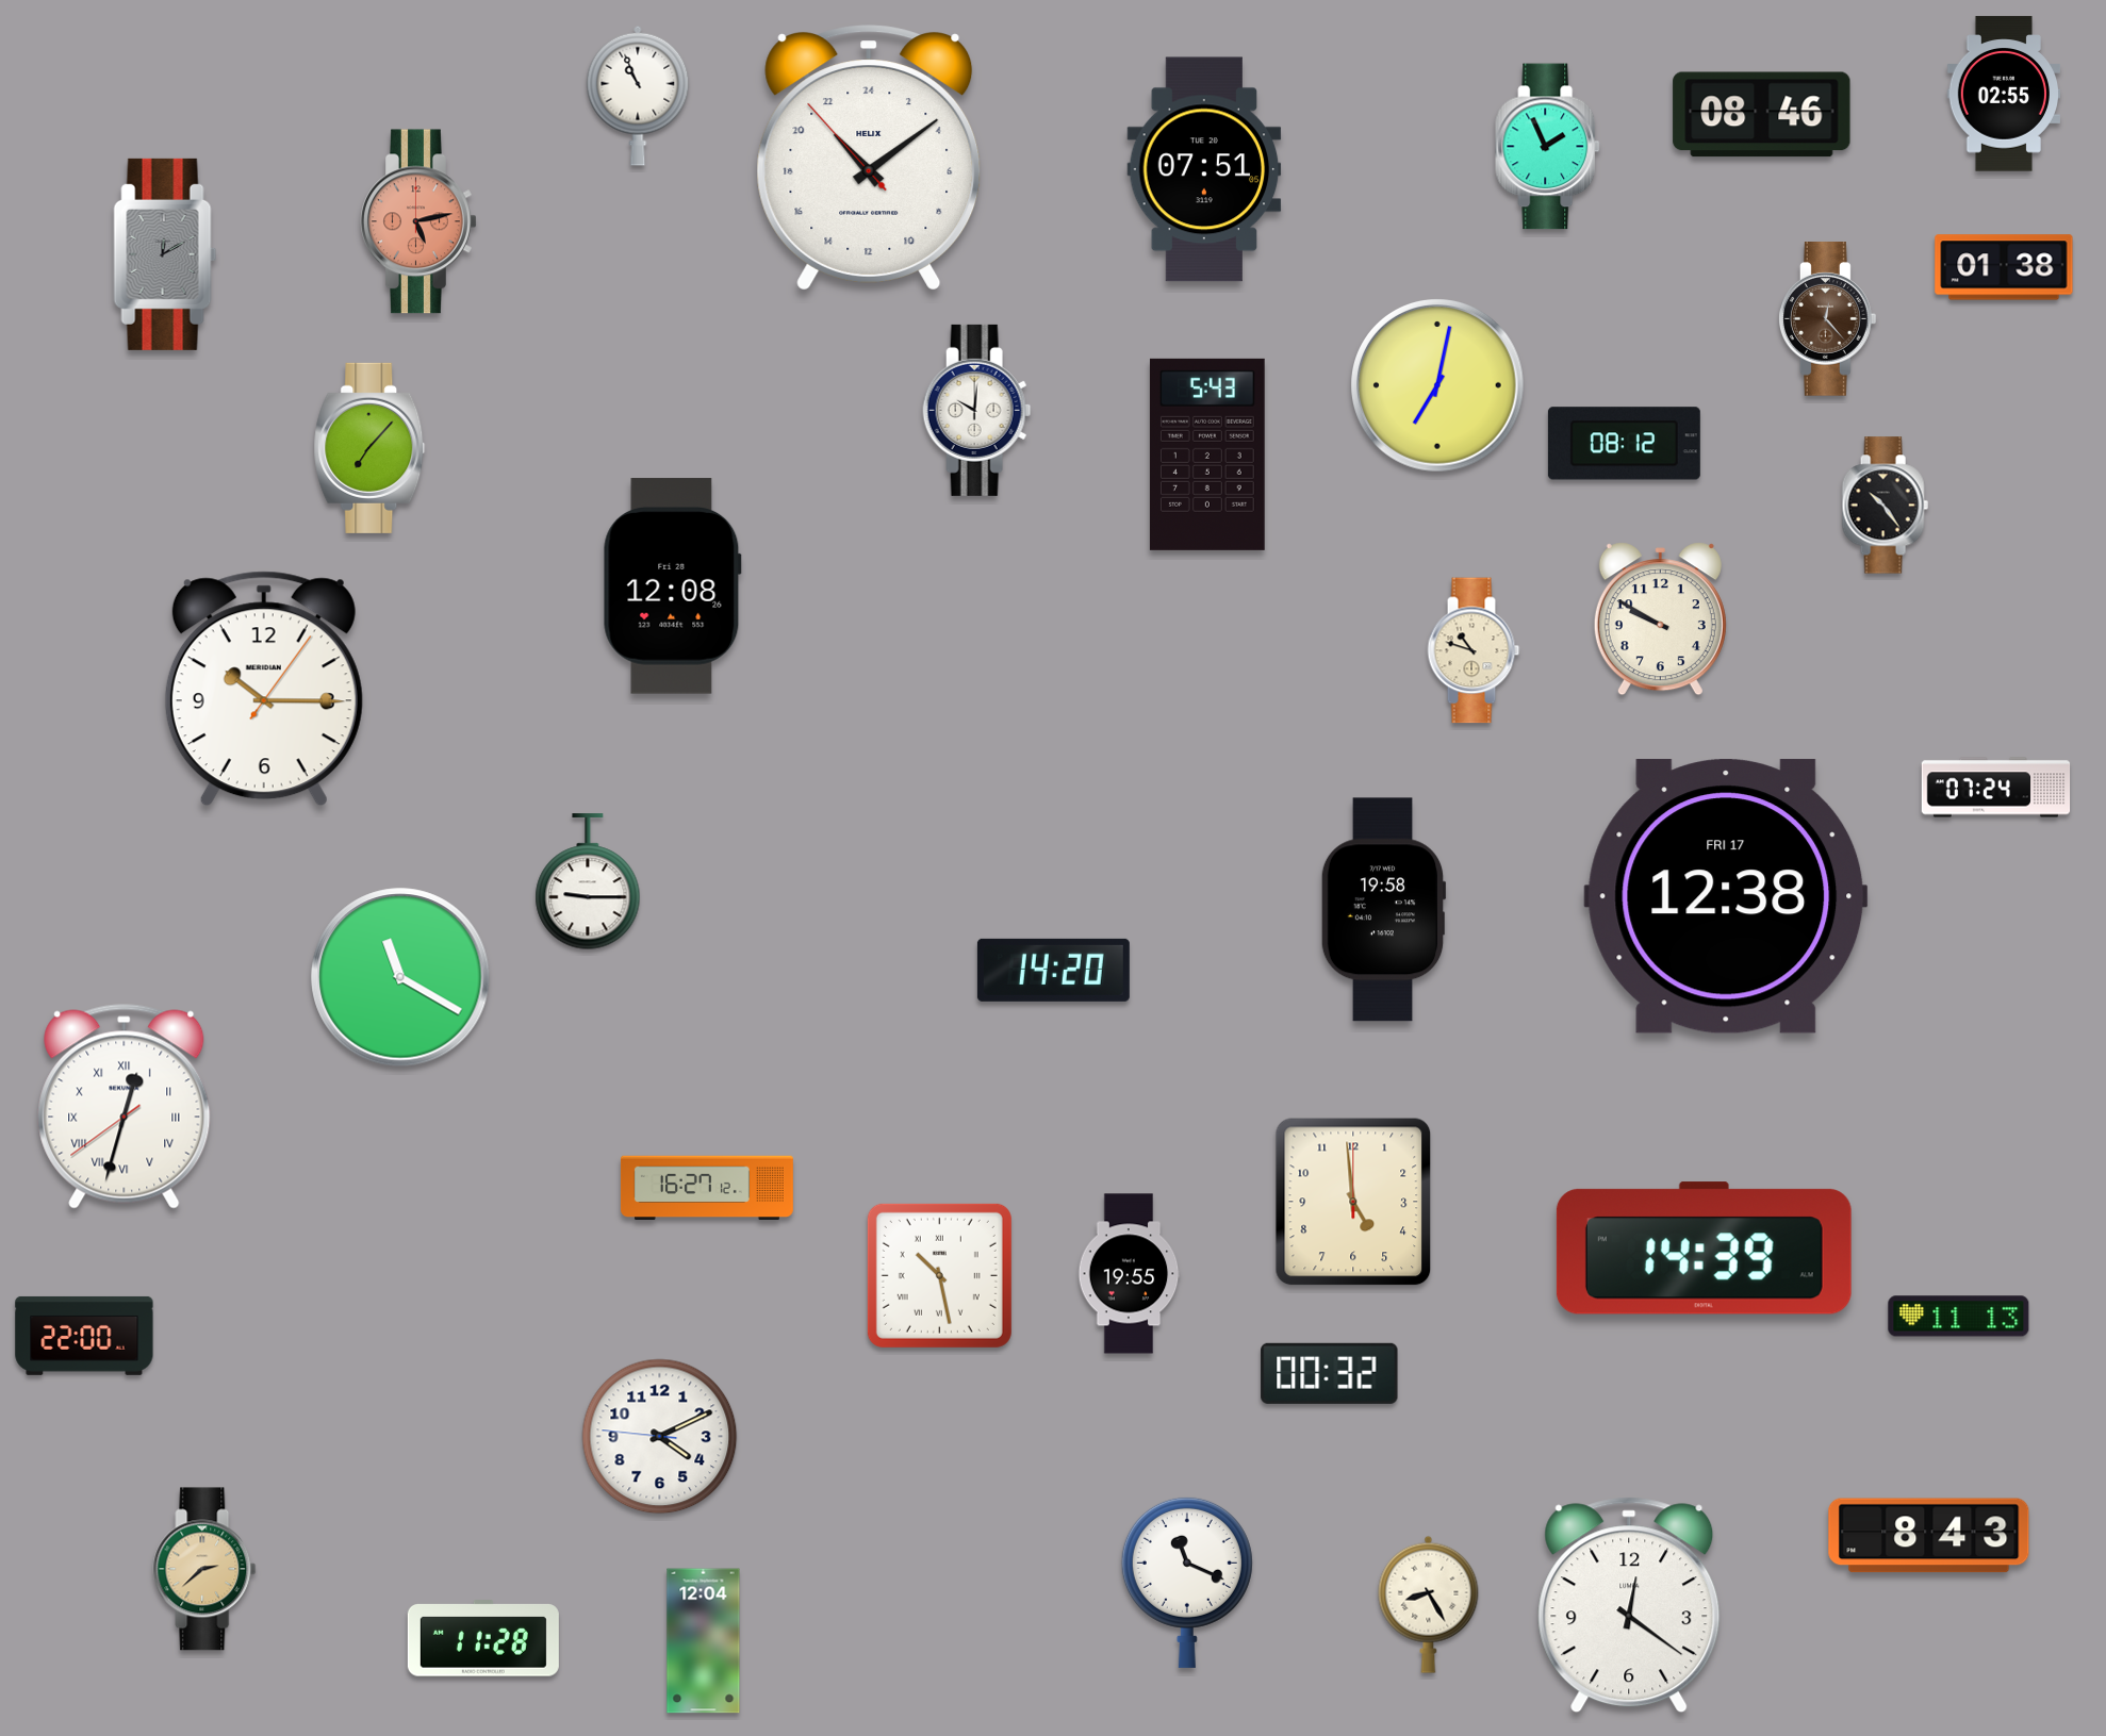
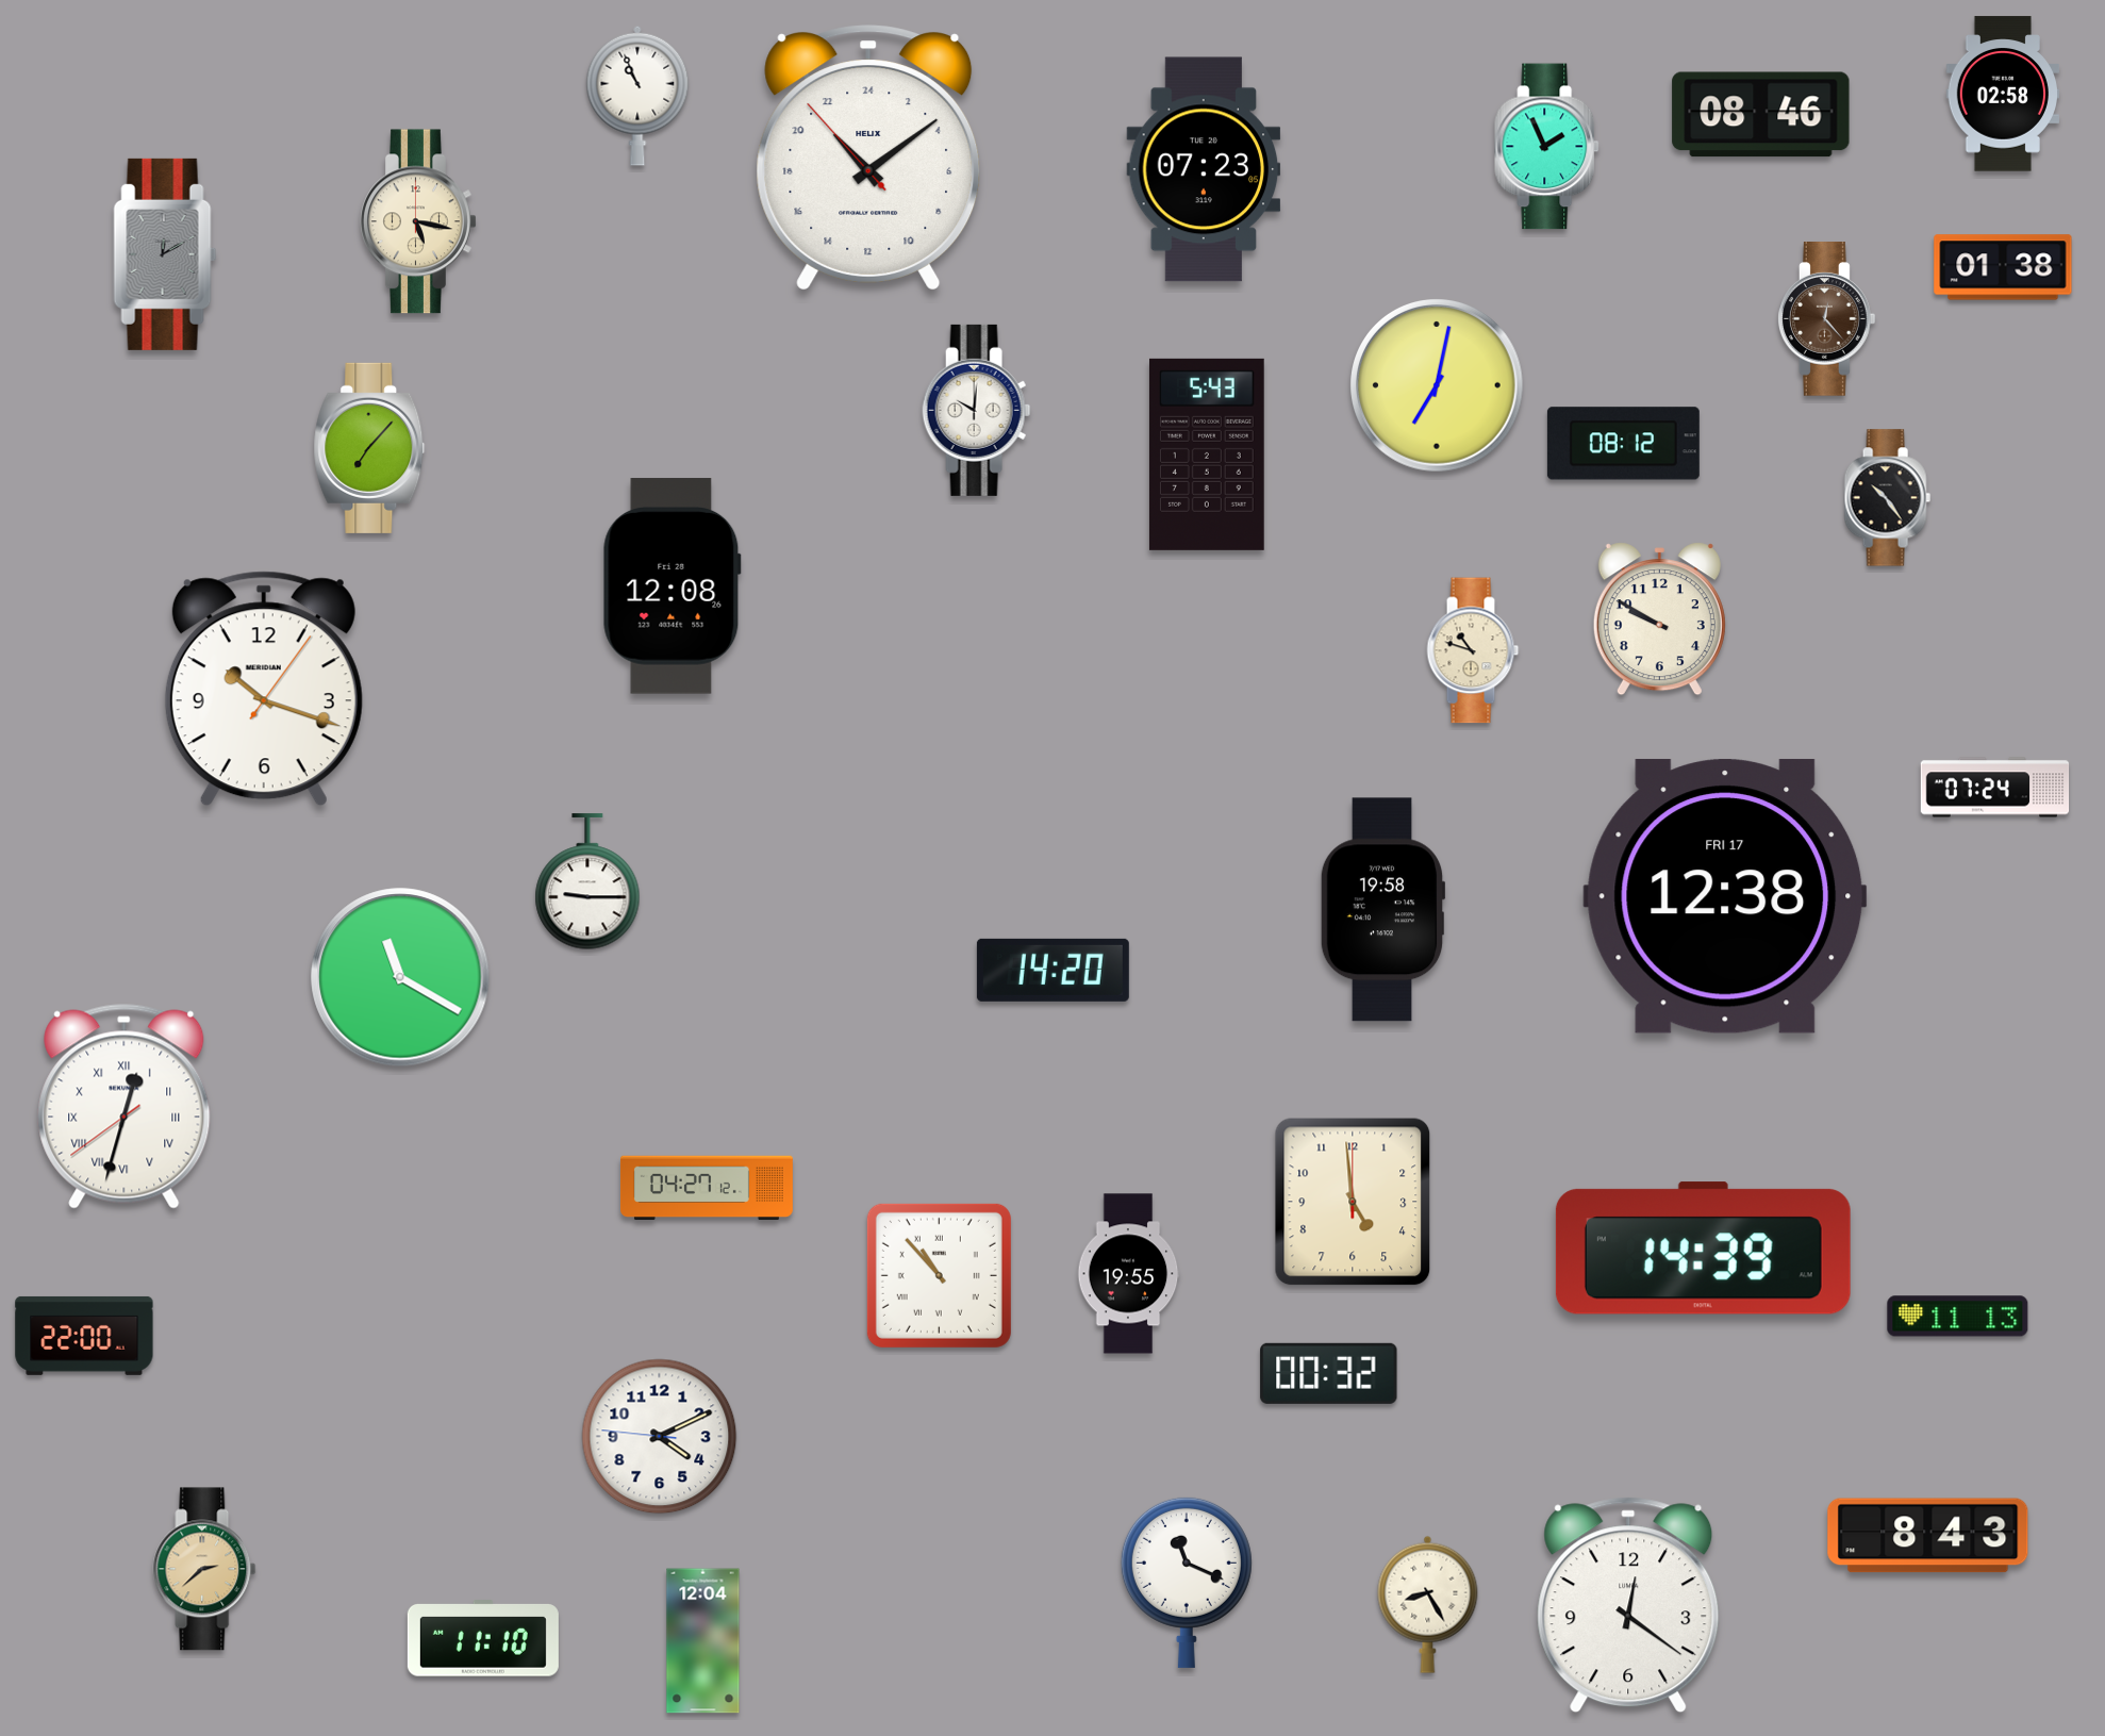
clock at (2003, 94): 02:55 -> 02:58
clock at (1204, 169): 07:51 -> 07:23
clock at (418, 221): 5:13 -> 5:17
clock at (418, 221) dial: salmon -> cream
clock at (1885, 506) position: (1885, 506) -> (1887, 498)
clock at (264, 689): 10:15 -> 10:18
clock at (707, 1188): 16:27 -> 04:27
clock at (939, 1275): 10:28 -> 10:53
clock at (483, 1638): 11:28 -> 11:10
